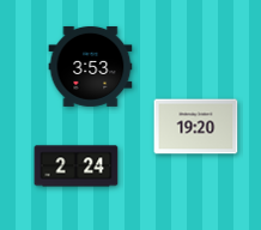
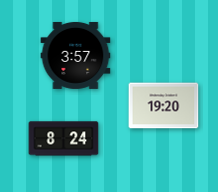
clock at (91, 66): 3:53 -> 3:57
clock at (77, 167): 2:24 -> 8:24
